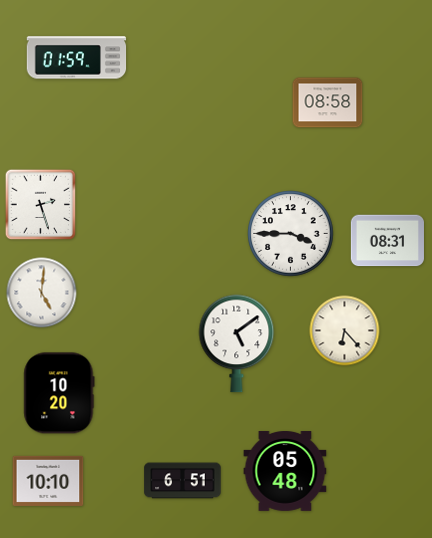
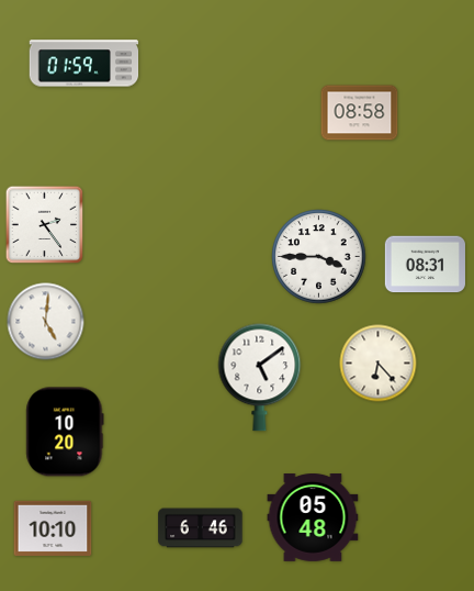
clock at (41, 205): 2:27 -> 2:24
clock at (183, 481): 6:51 -> 6:46
